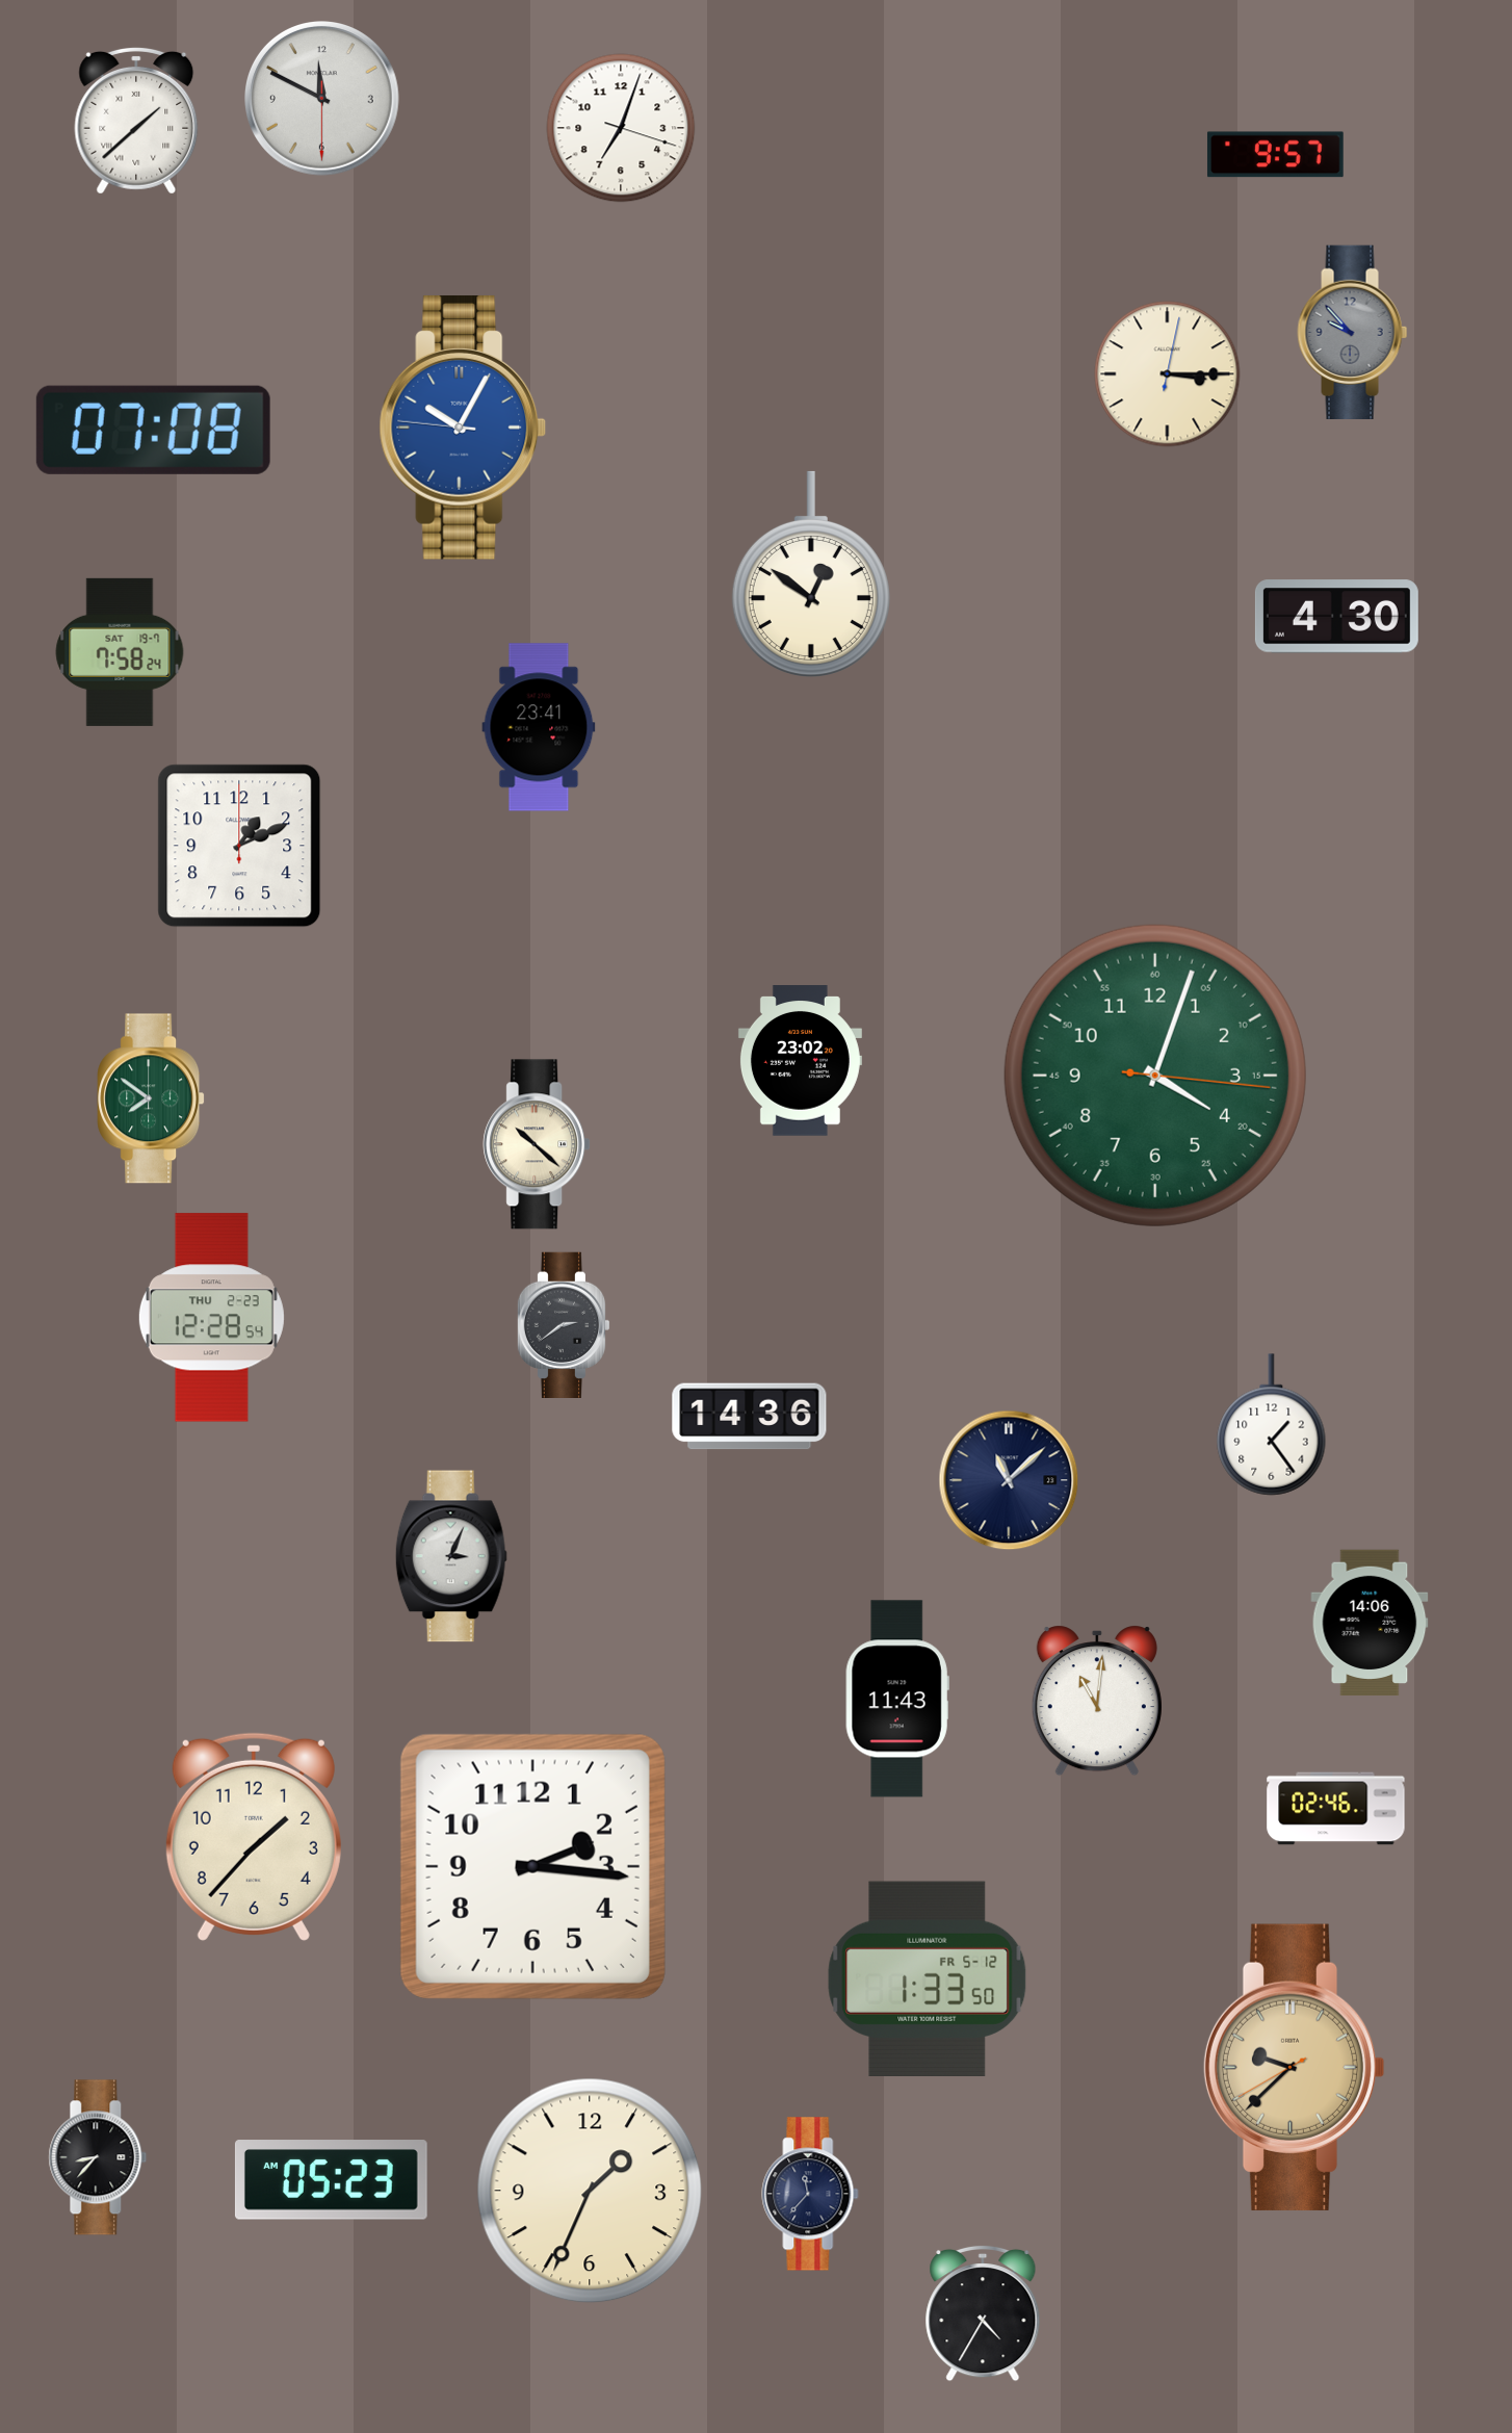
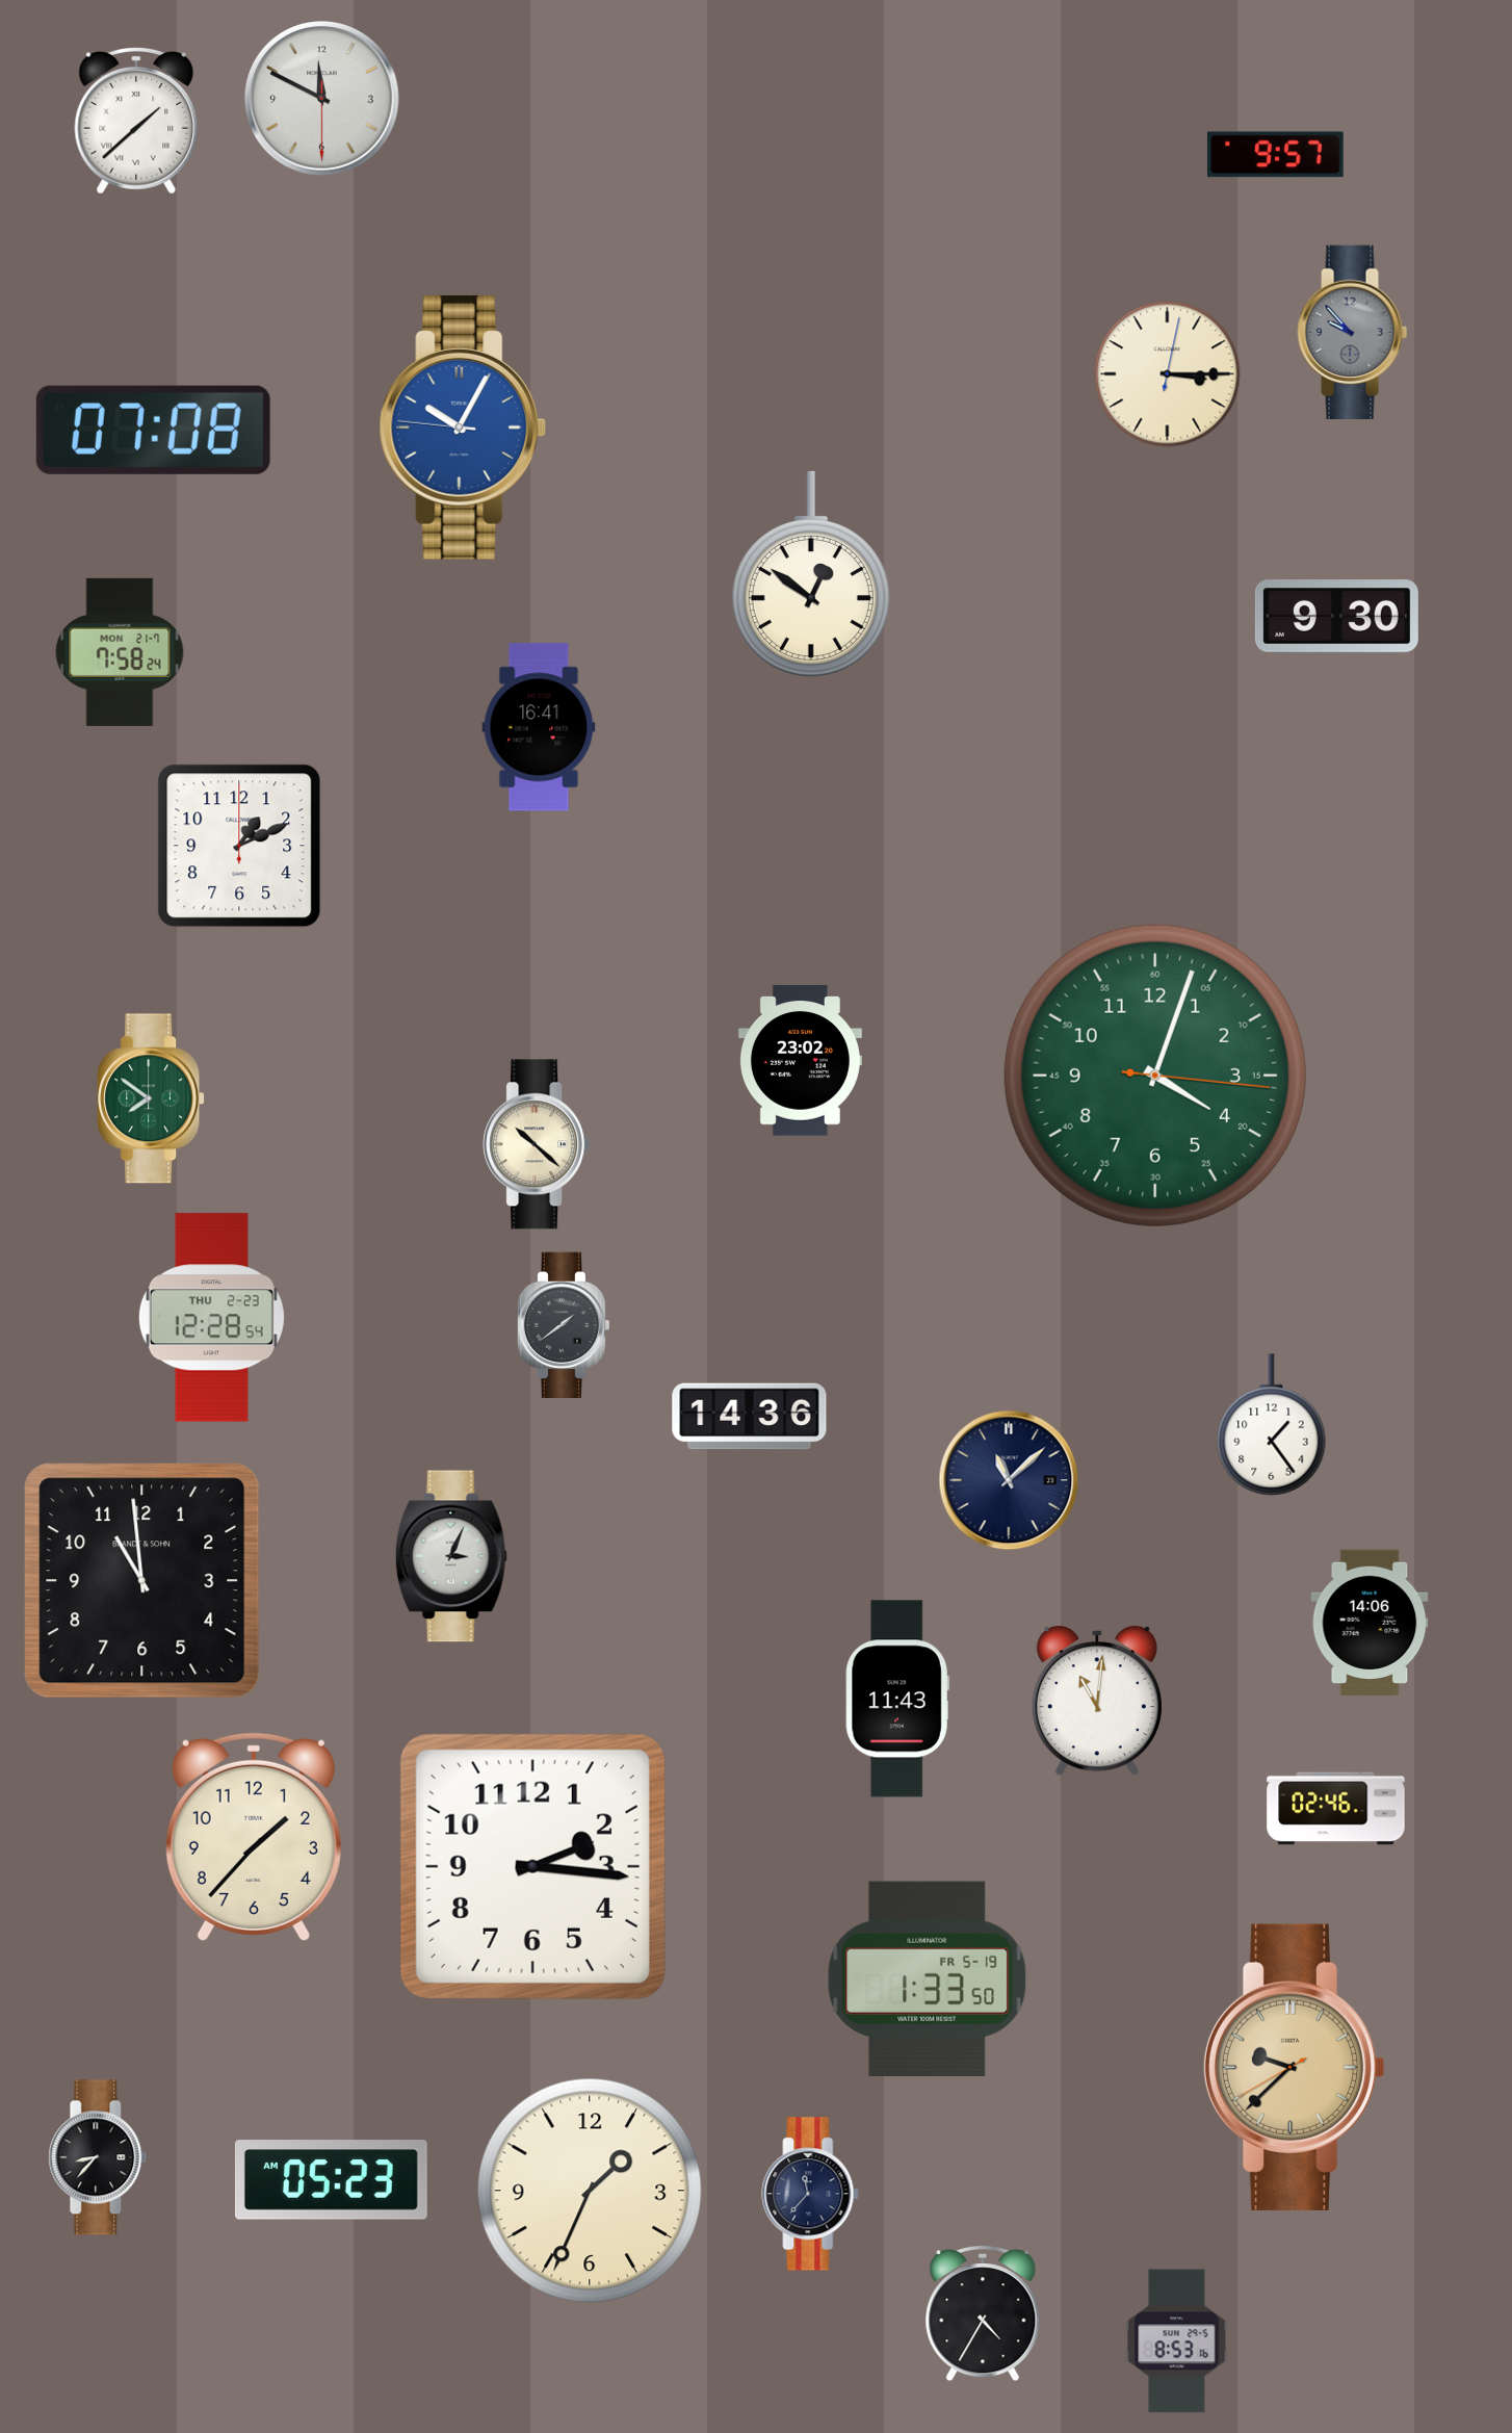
clock at (621, 128): 7:03 -> none
clock at (1336, 617): 4:30 -> 9:30
clock at (120, 652) date: SAT 19-7 -> MON 21-7
clock at (539, 727): 23:41 -> 16:41
clock at (564, 1324): 2:39 -> 1:39
clock at (142, 1581): none -> 10:59
clock at (928, 1978) date: FR 5-12 -> FR 5-19
clock at (1177, 2341): none -> 8:53
